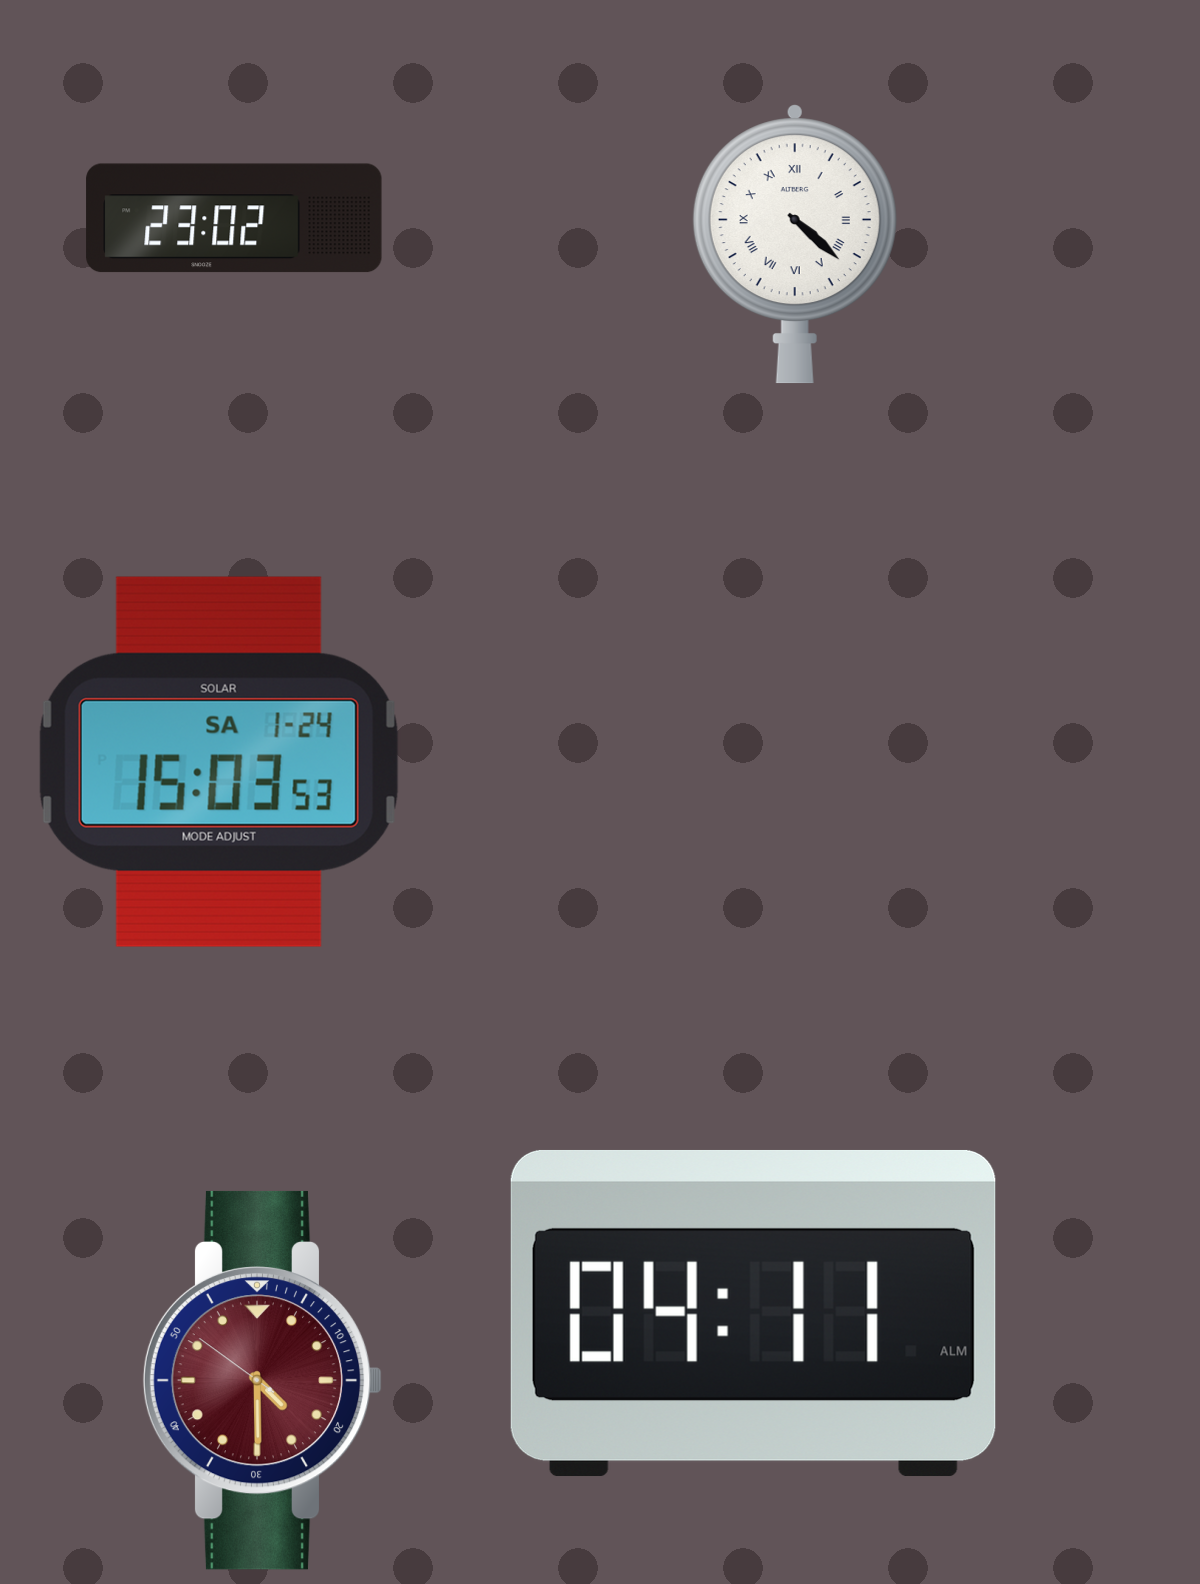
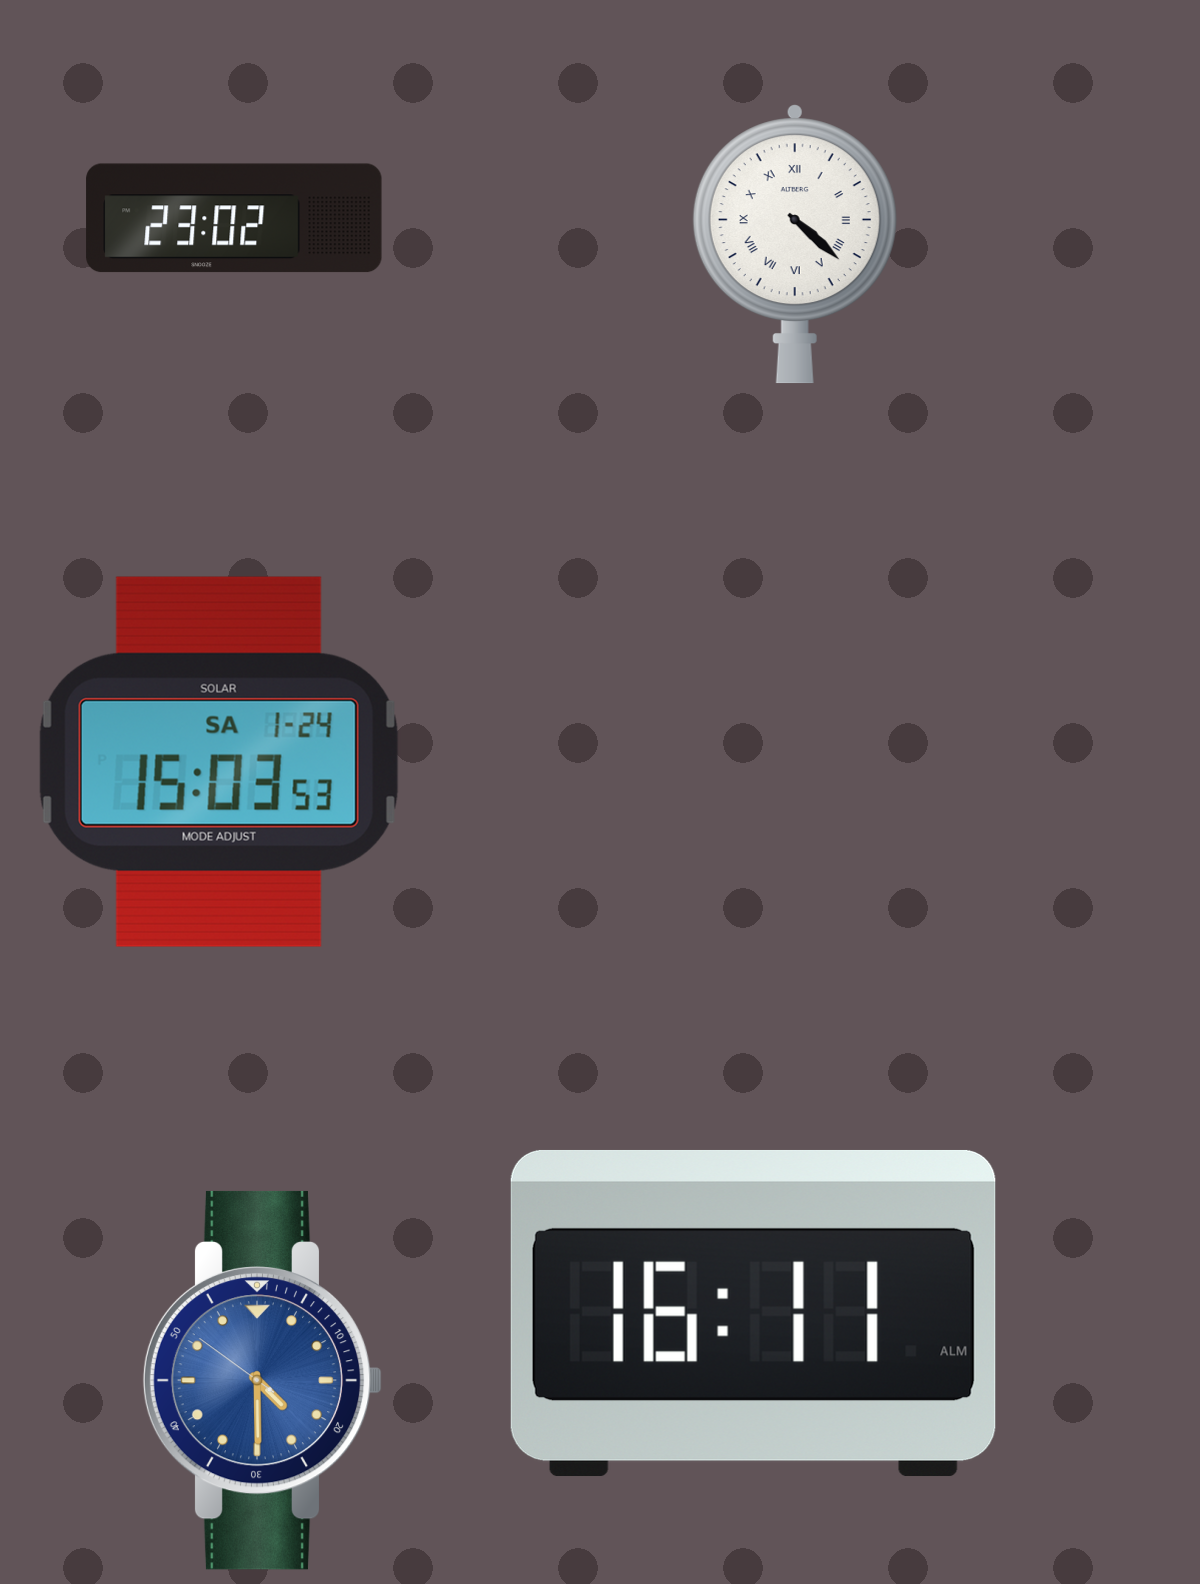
clock at (753, 1313): 04:11 -> 16:11
clock at (263, 1380) dial: burgundy -> blue
